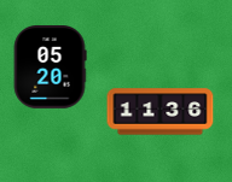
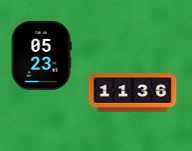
clock at (50, 67): 05:20 -> 05:23
